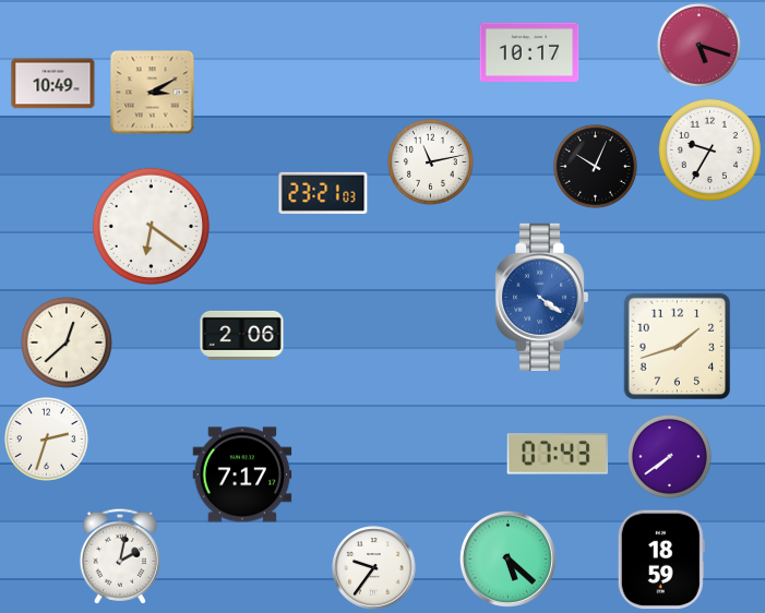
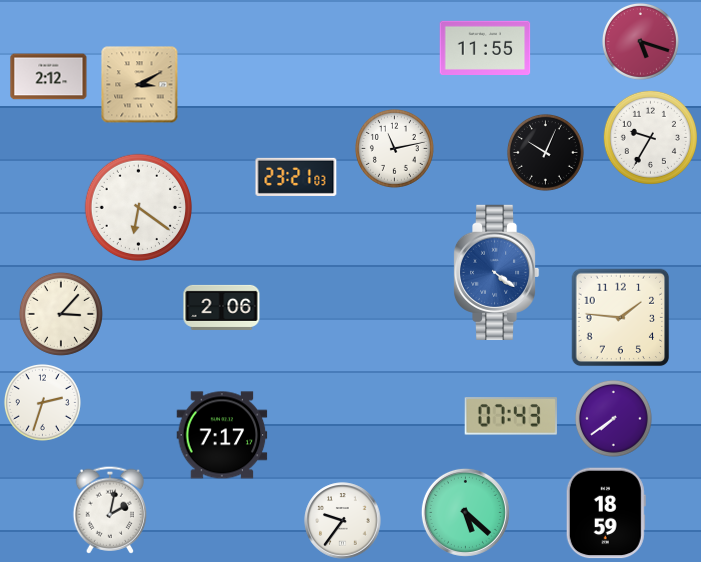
clock at (529, 51): 10:17 -> 11:55
clock at (53, 84): 10:49 -> 2:12
clock at (67, 342): 12:38 -> 3:07
clock at (678, 347): 1:42 -> 1:46
